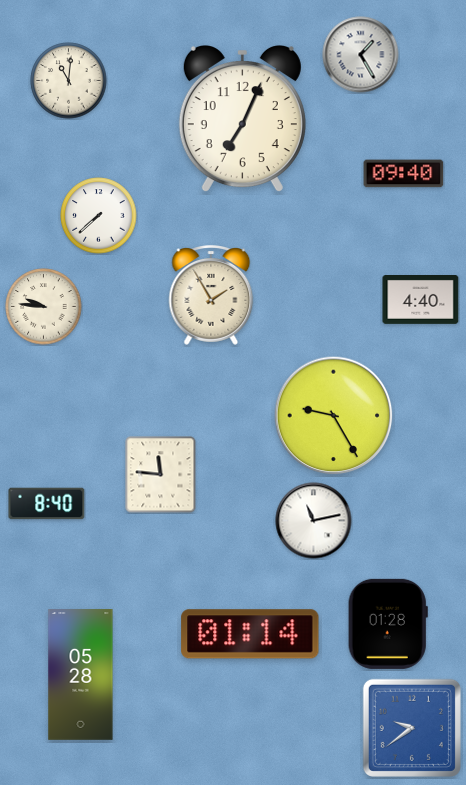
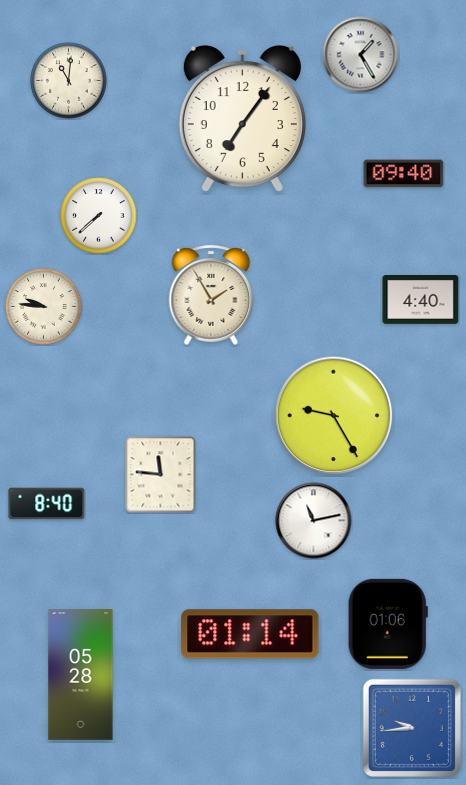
clock at (242, 120): 7:04 -> 7:06
clock at (388, 624): 01:28 -> 01:06
clock at (412, 728): 9:39 -> 9:44
